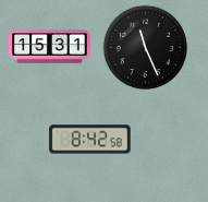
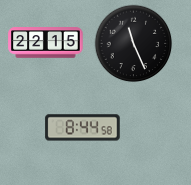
clock at (50, 47): 15:31 -> 22:15
clock at (90, 140): 8:42 -> 8:44
